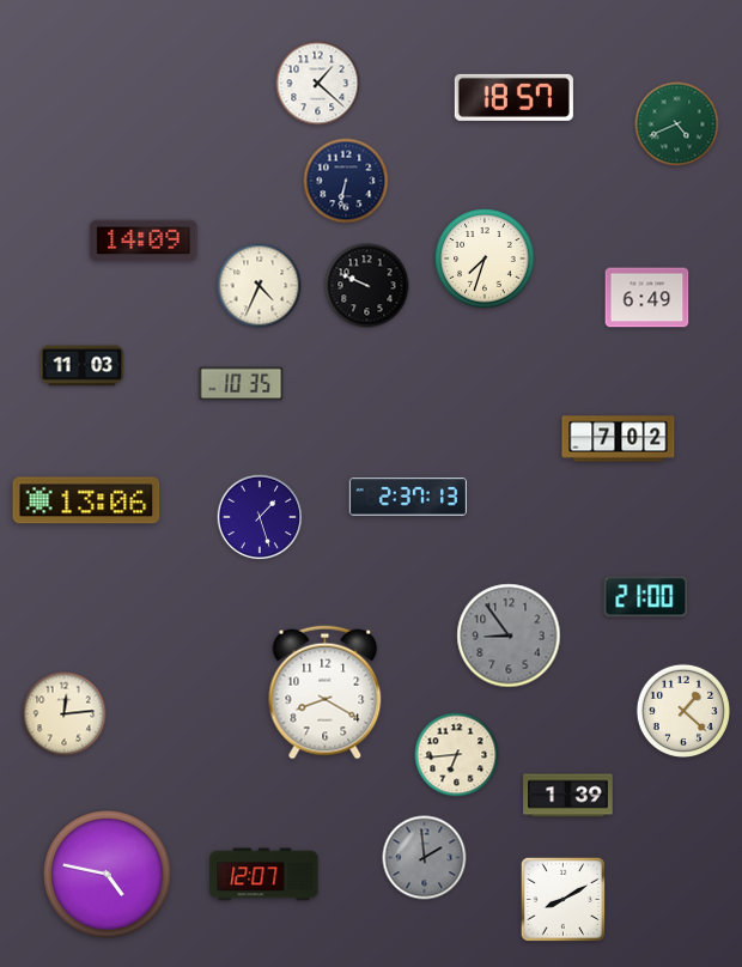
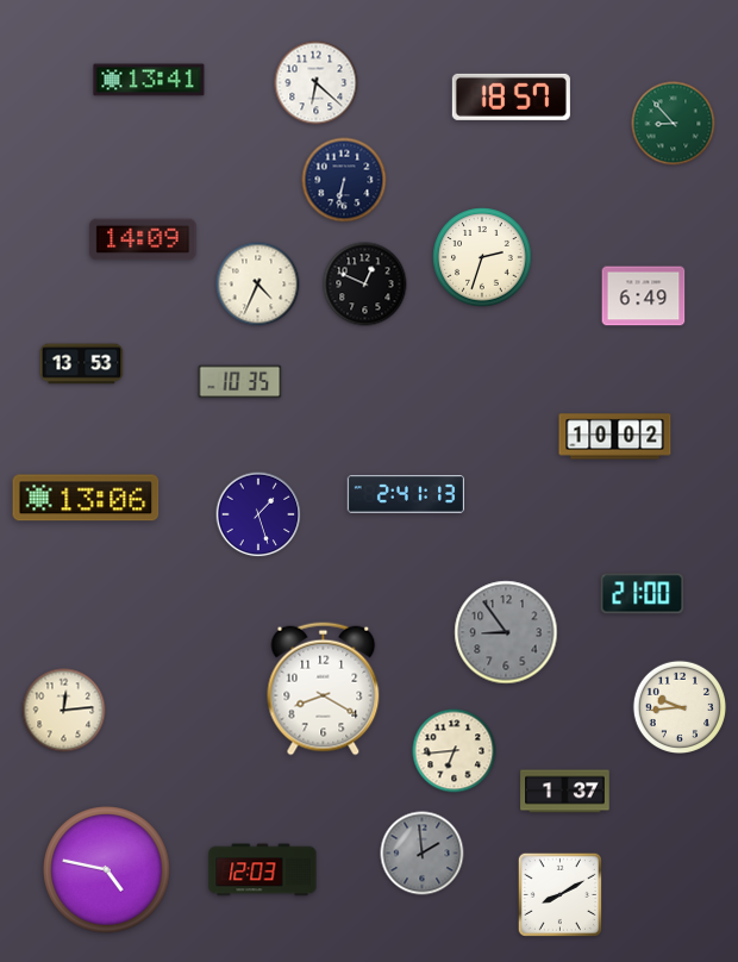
clock at (149, 80): none -> 13:41
clock at (318, 84): 1:22 -> 6:22
clock at (677, 124): 4:41 -> 8:53
clock at (485, 259): 7:33 -> 2:33
clock at (367, 286): 9:49 -> 12:49
clock at (83, 366): 11:03 -> 13:53
clock at (619, 439): 7:02 -> 10:02
clock at (407, 497): 2:37 -> 2:41
clock at (682, 710): 1:22 -> 9:44
clock at (568, 796): 1:39 -> 1:37
clock at (264, 875): 12:07 -> 12:03
